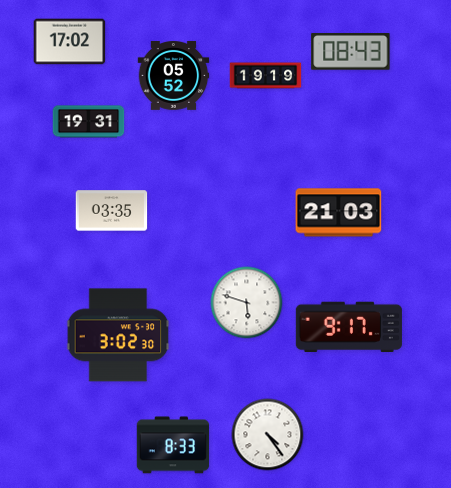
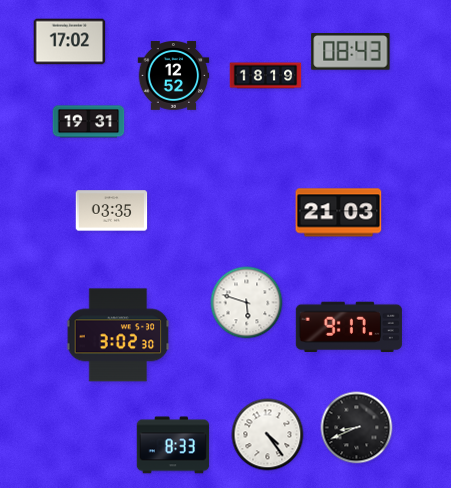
clock at (174, 76): 05:52 -> 12:52
clock at (266, 76): 19:19 -> 18:19
clock at (357, 428): none -> 8:41
